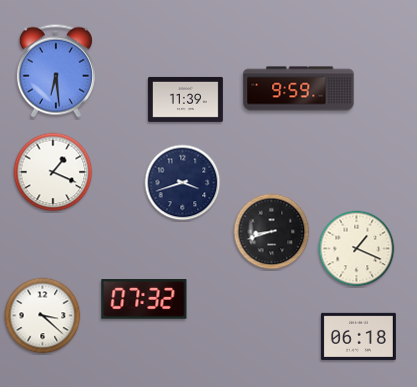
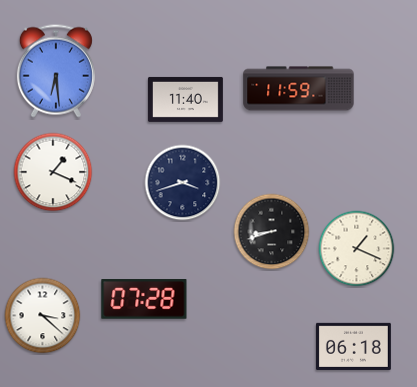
clock at (299, 89): 9:59 -> 11:59
clock at (185, 99): 11:39 -> 11:40
clock at (144, 299): 07:32 -> 07:28
clock at (358, 336) position: (358, 336) -> (353, 346)
